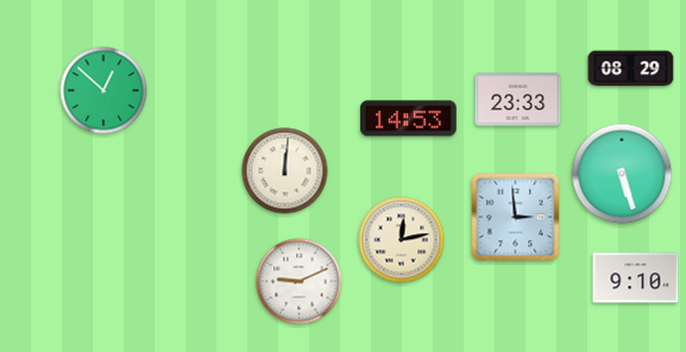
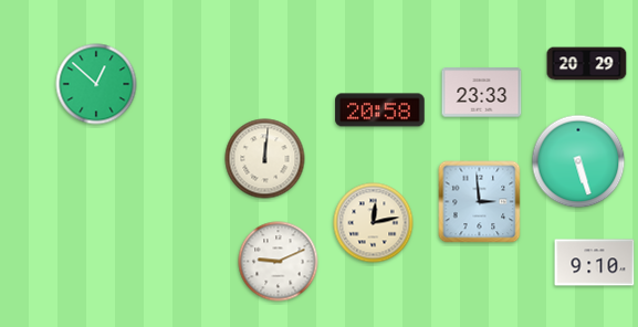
clock at (631, 69): 08:29 -> 20:29
clock at (409, 119): 14:53 -> 20:58
clock at (636, 278) position: (636, 278) -> (595, 263)
